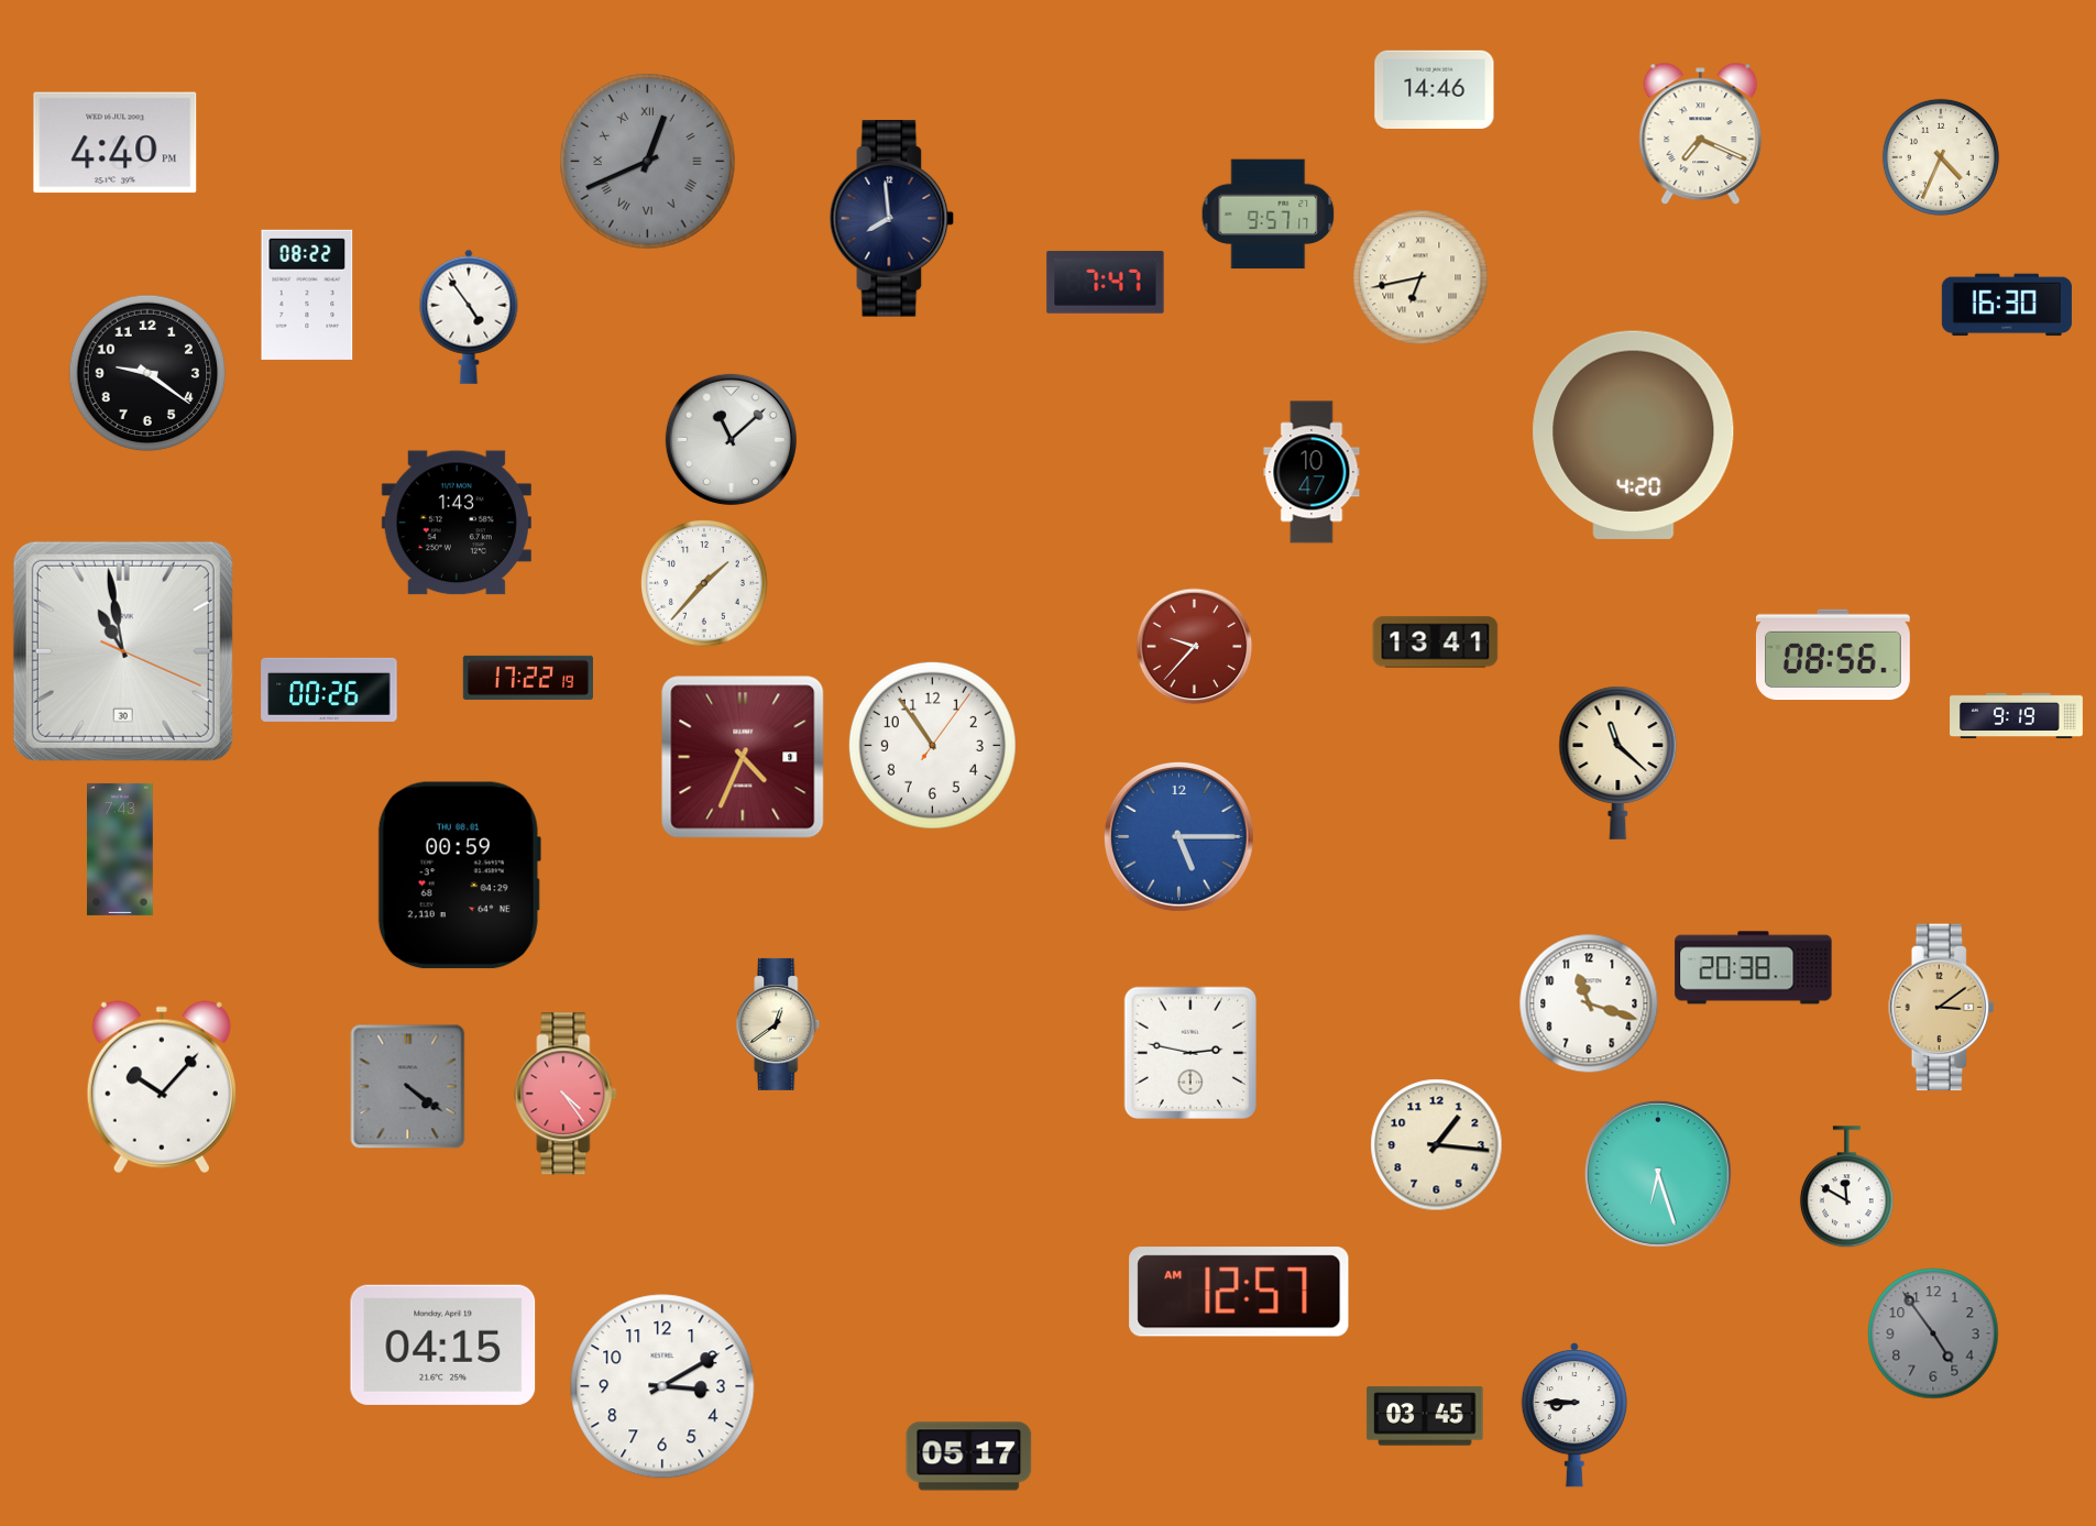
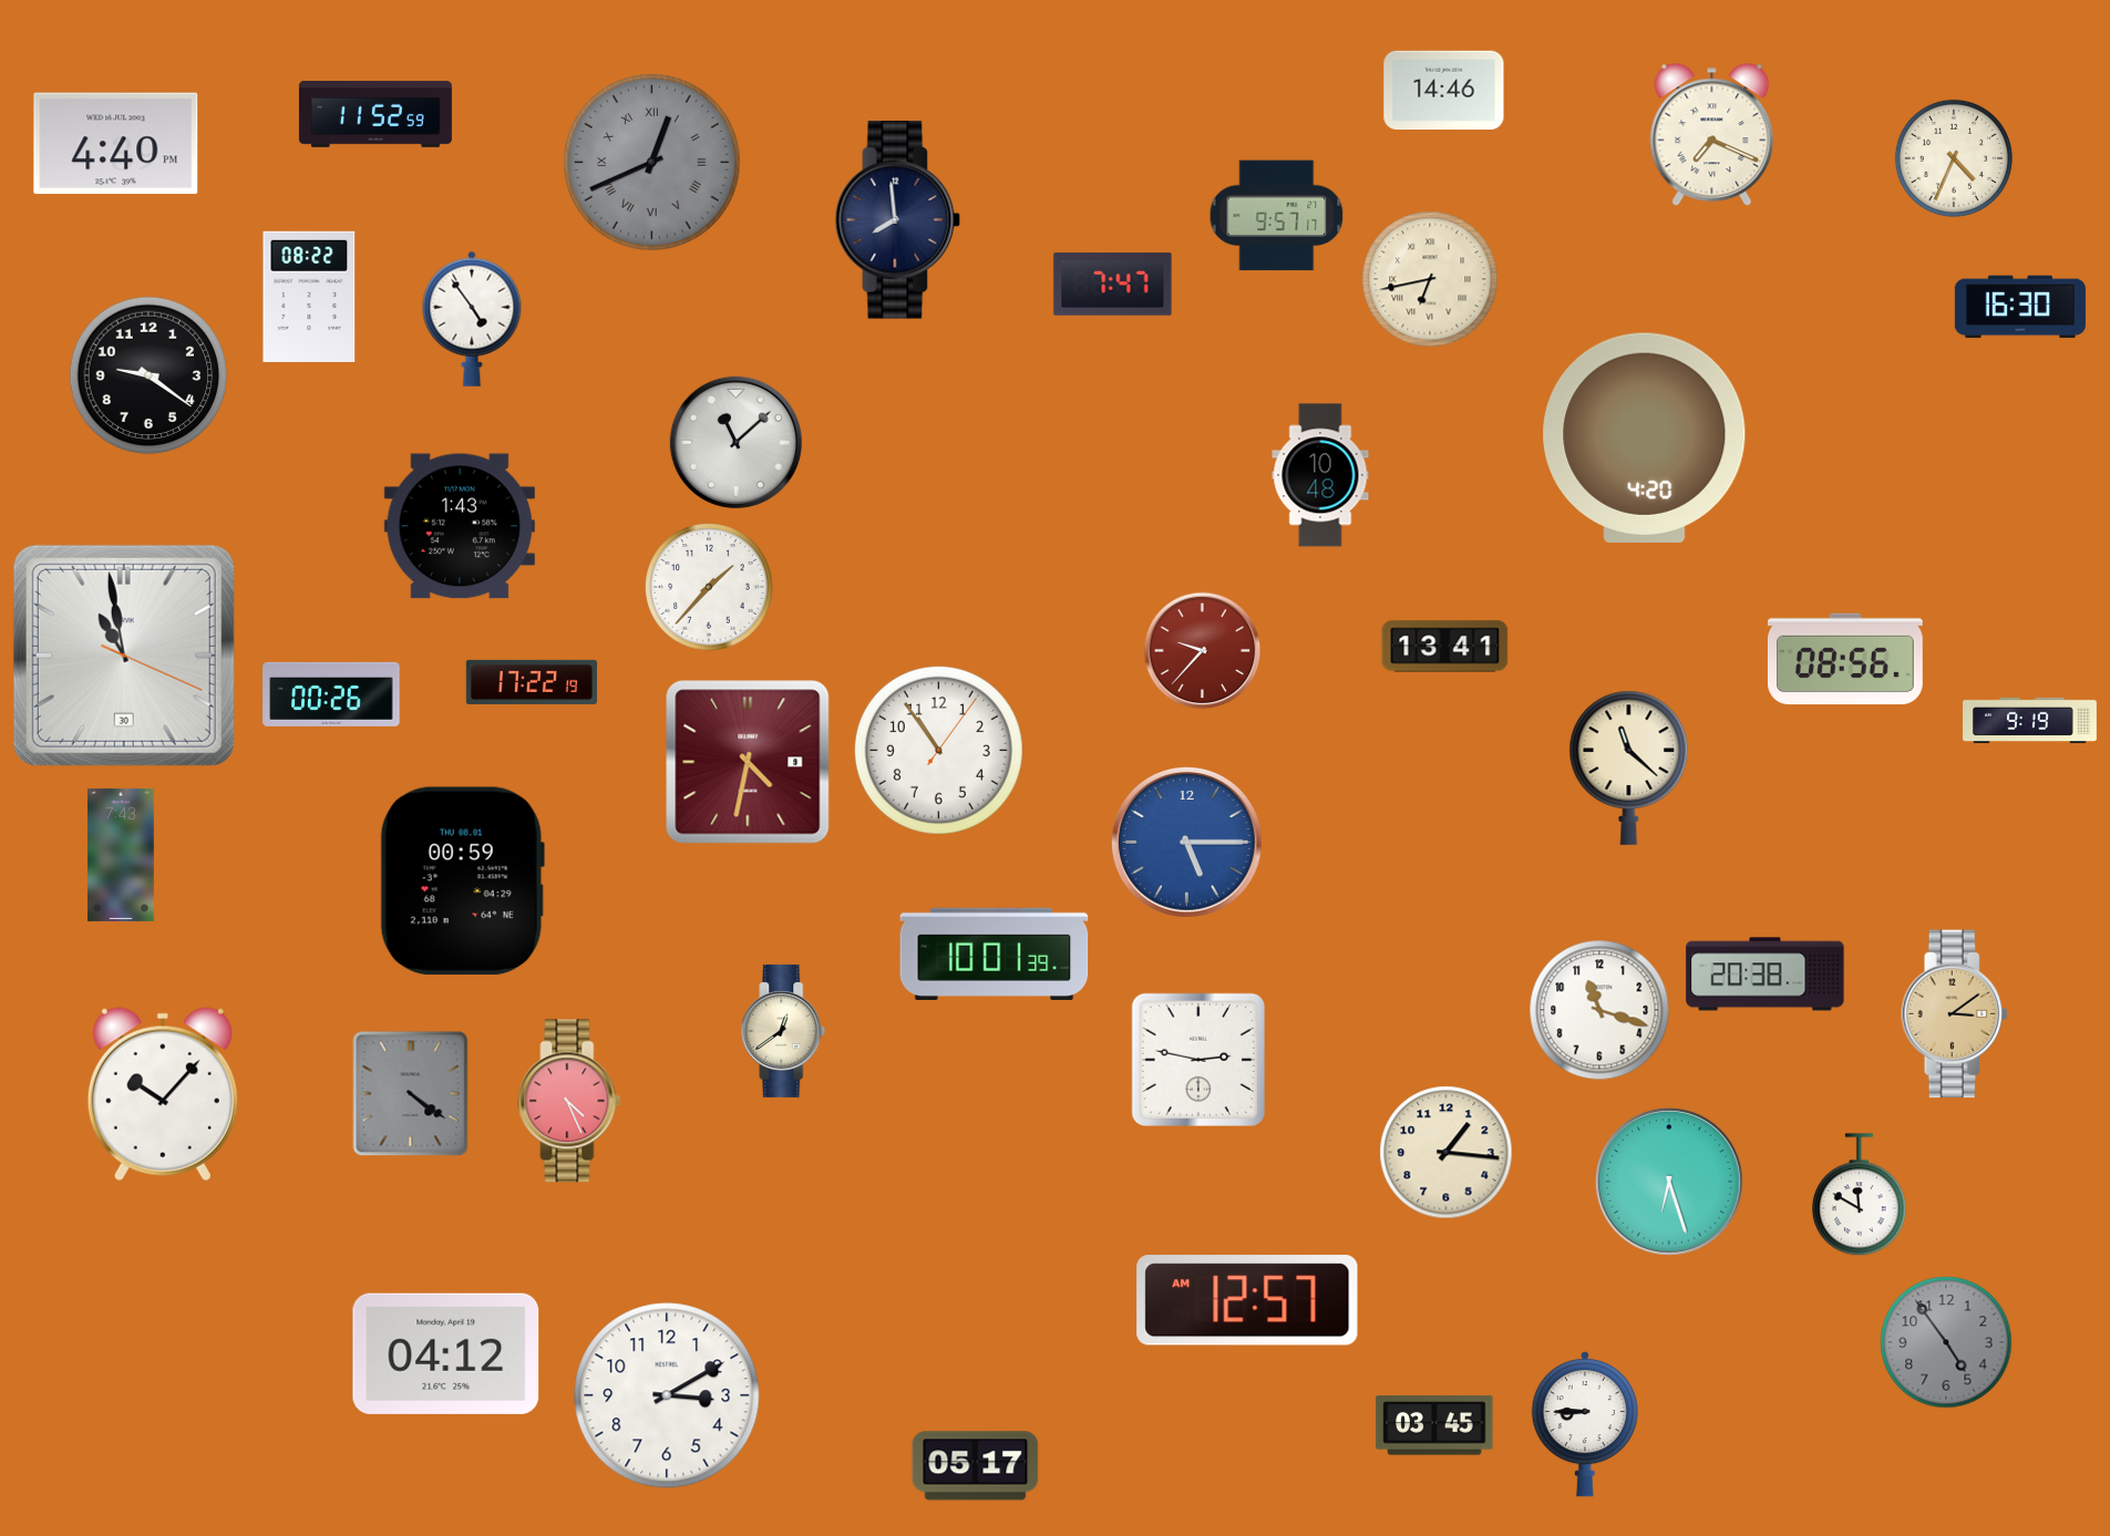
clock at (375, 114): none -> 11:52
clock at (1312, 472): 10:47 -> 10:48
clock at (743, 757): 4:34 -> 4:32
clock at (995, 953): none -> 10:01
clock at (566, 1094): 4:24 -> 4:26
clock at (443, 1344): 04:15 -> 04:12
